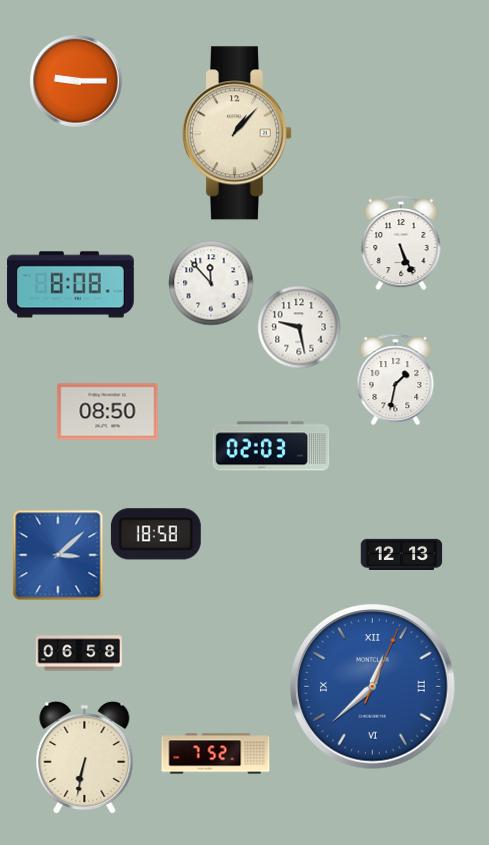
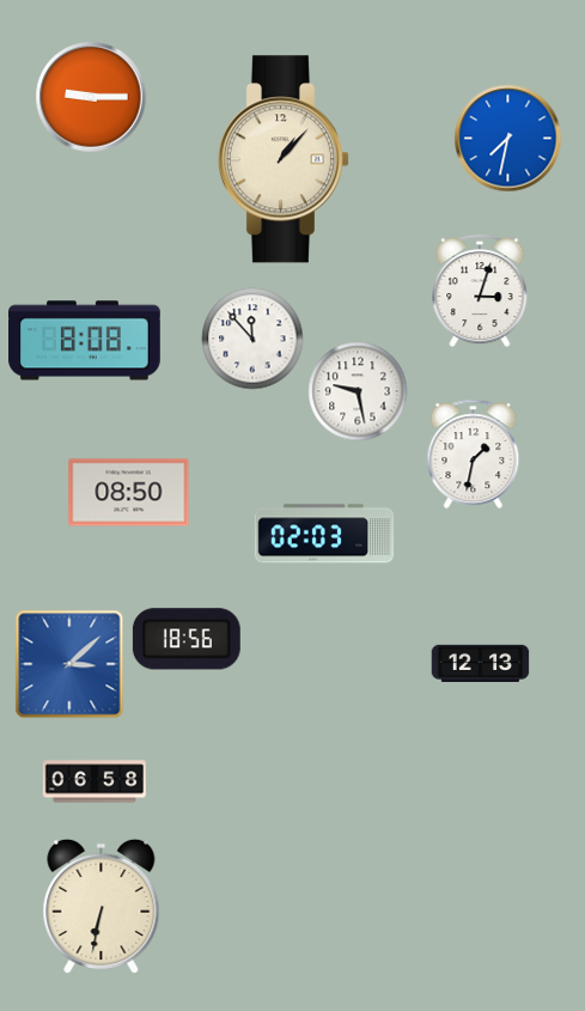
clock at (508, 139): none -> 7:32
clock at (401, 243): 5:26 -> 3:03
clock at (156, 534): 18:58 -> 18:56
clock at (373, 687): 12:38 -> none
clock at (216, 754): 7:52 -> none
